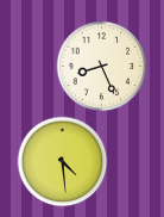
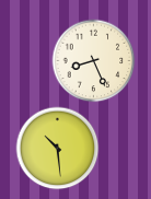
clock at (63, 162): 4:29 -> 10:29
